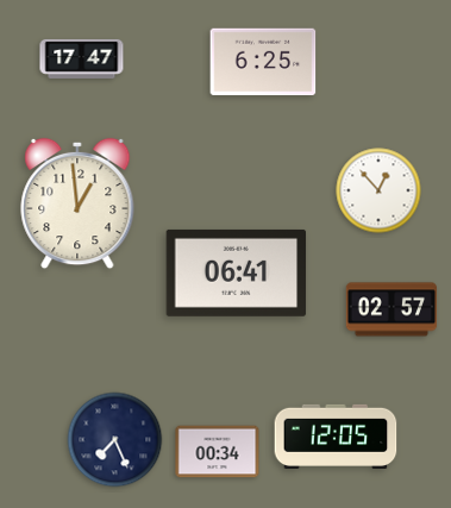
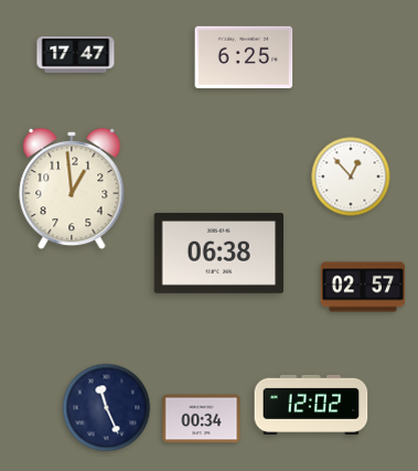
clock at (237, 272): 06:41 -> 06:38
clock at (336, 437): 12:05 -> 12:02
clock at (115, 440): 7:26 -> 11:26
